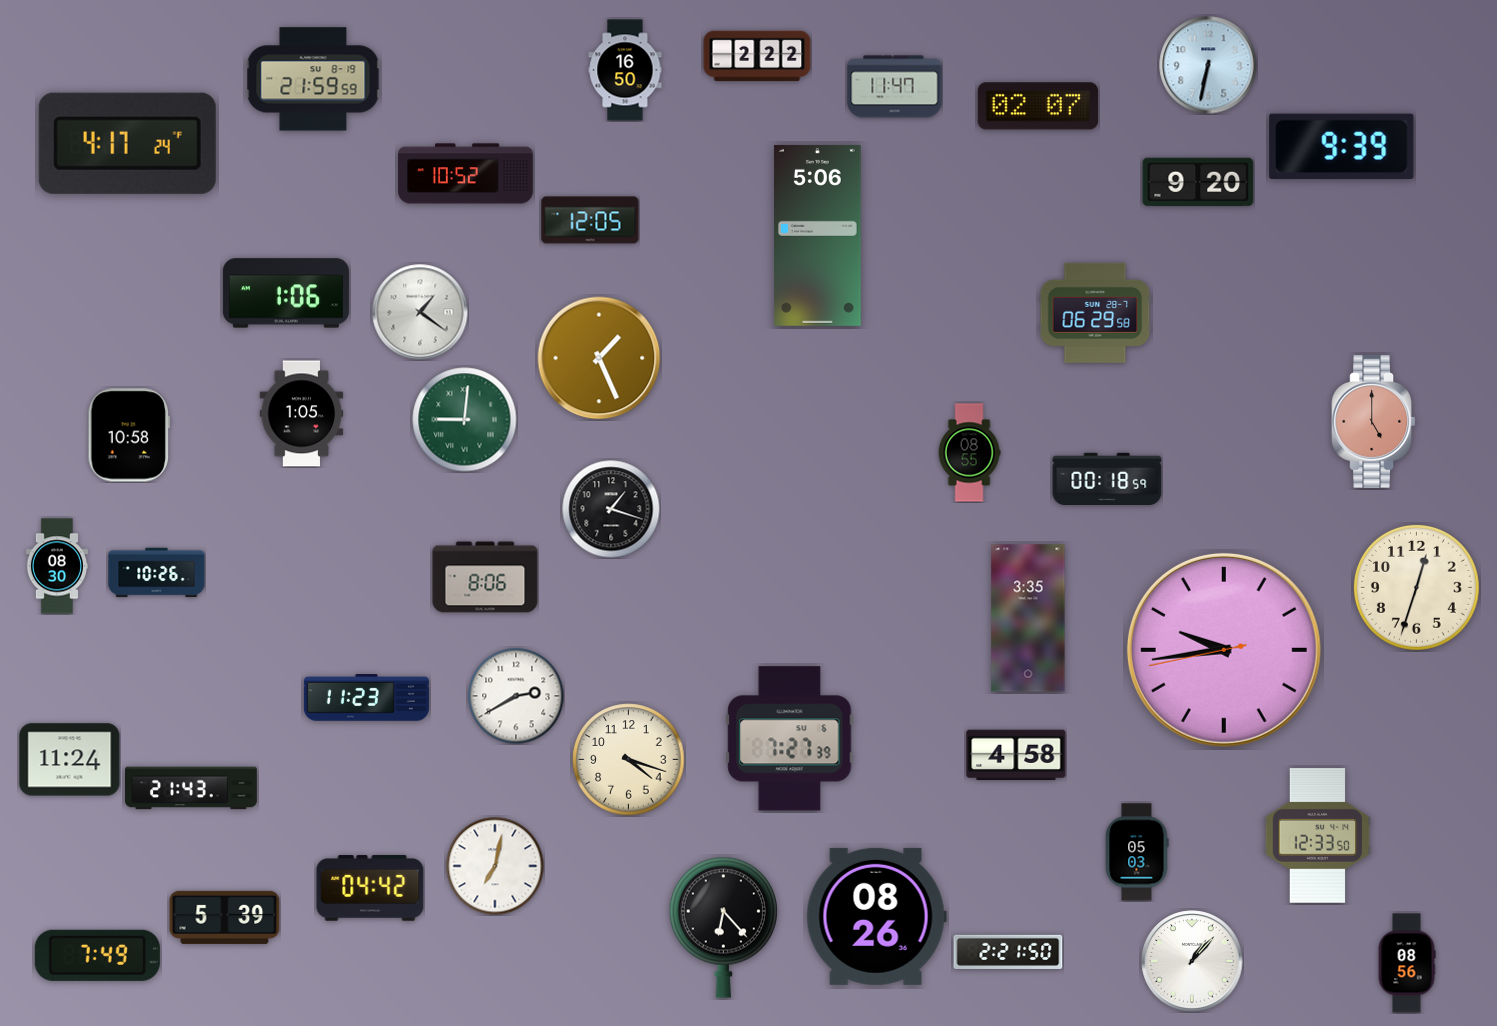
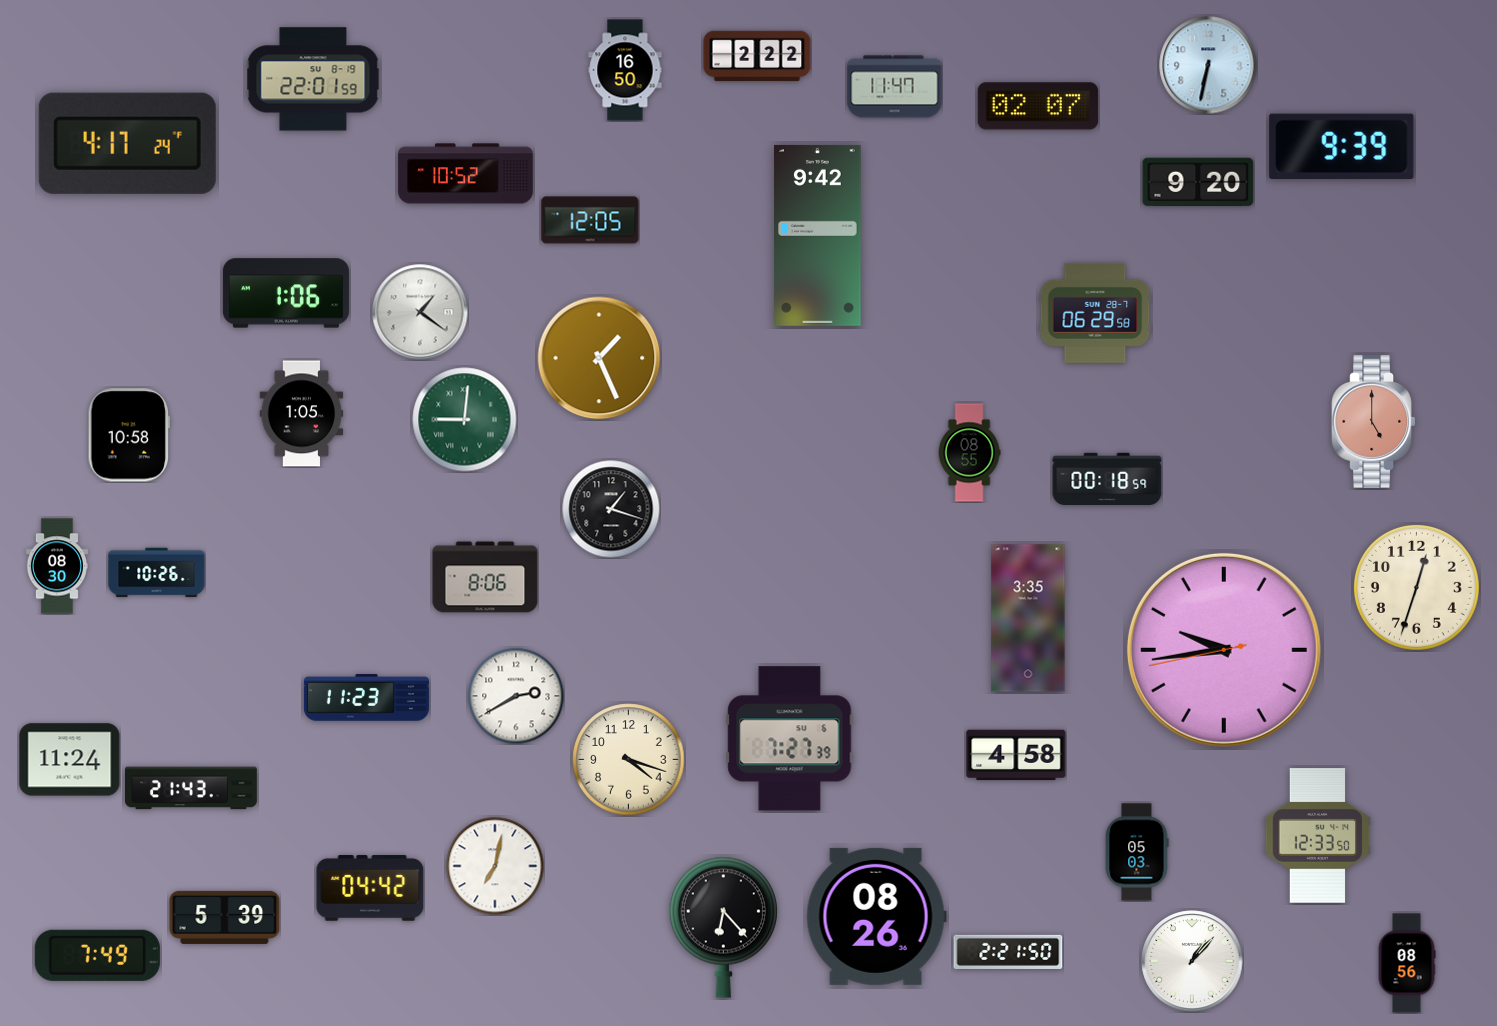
clock at (313, 79): 21:59 -> 22:01
clock at (818, 235): 5:06 -> 9:42
